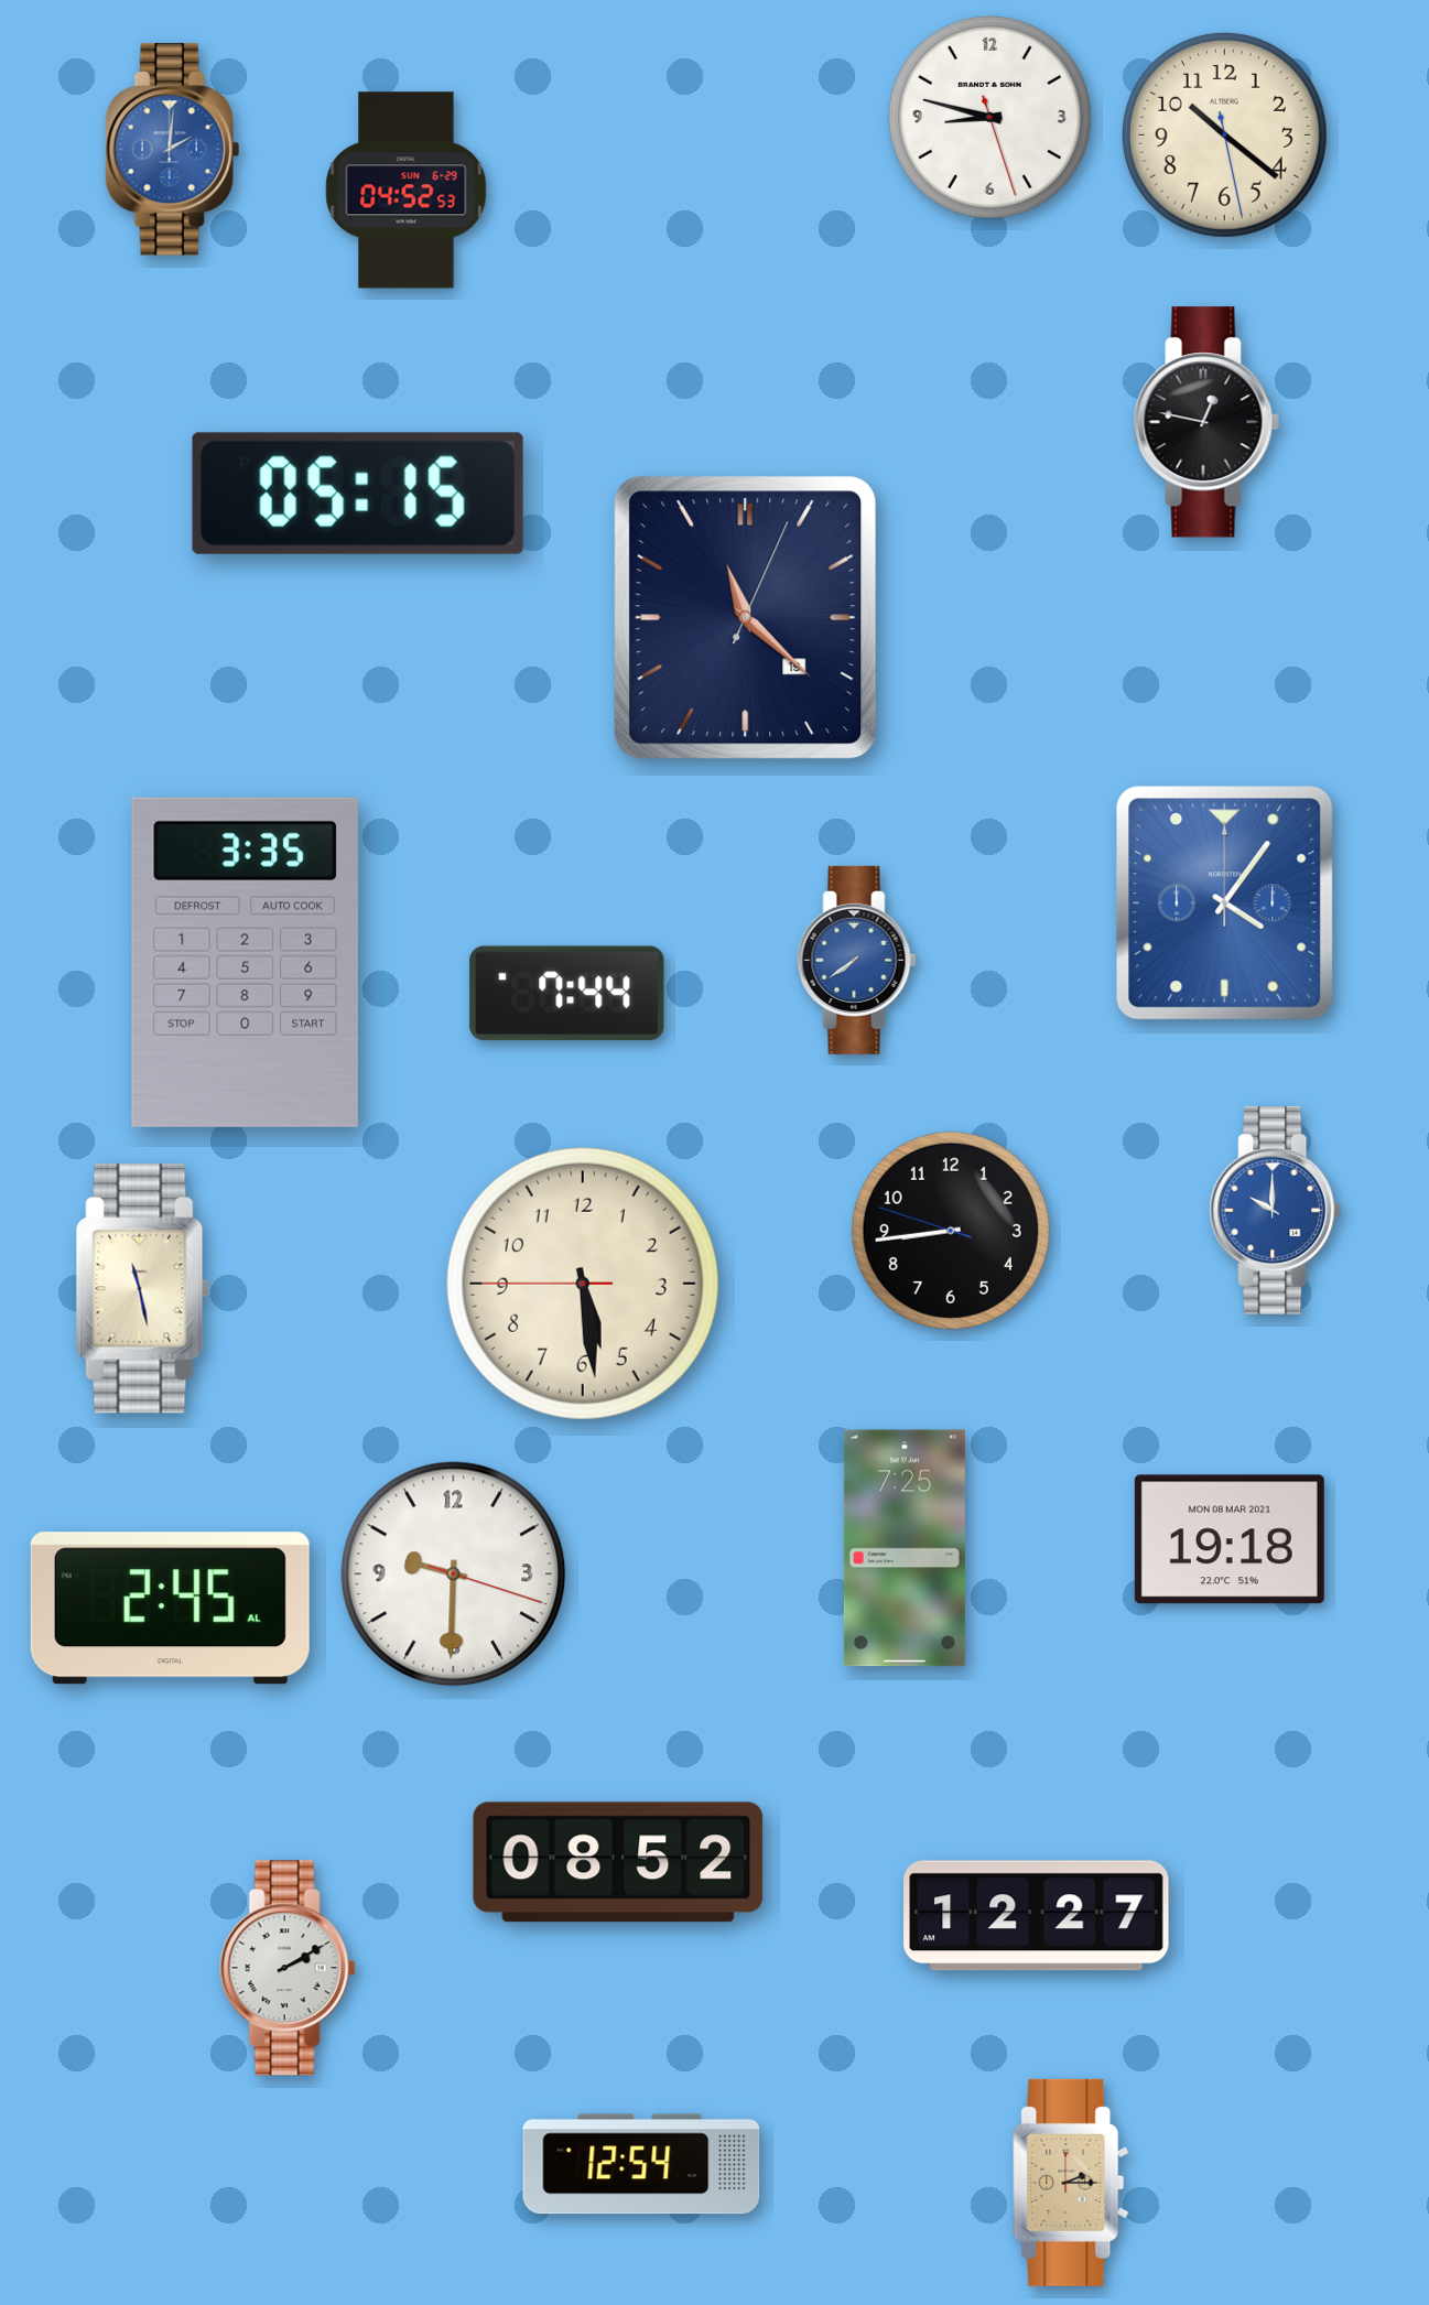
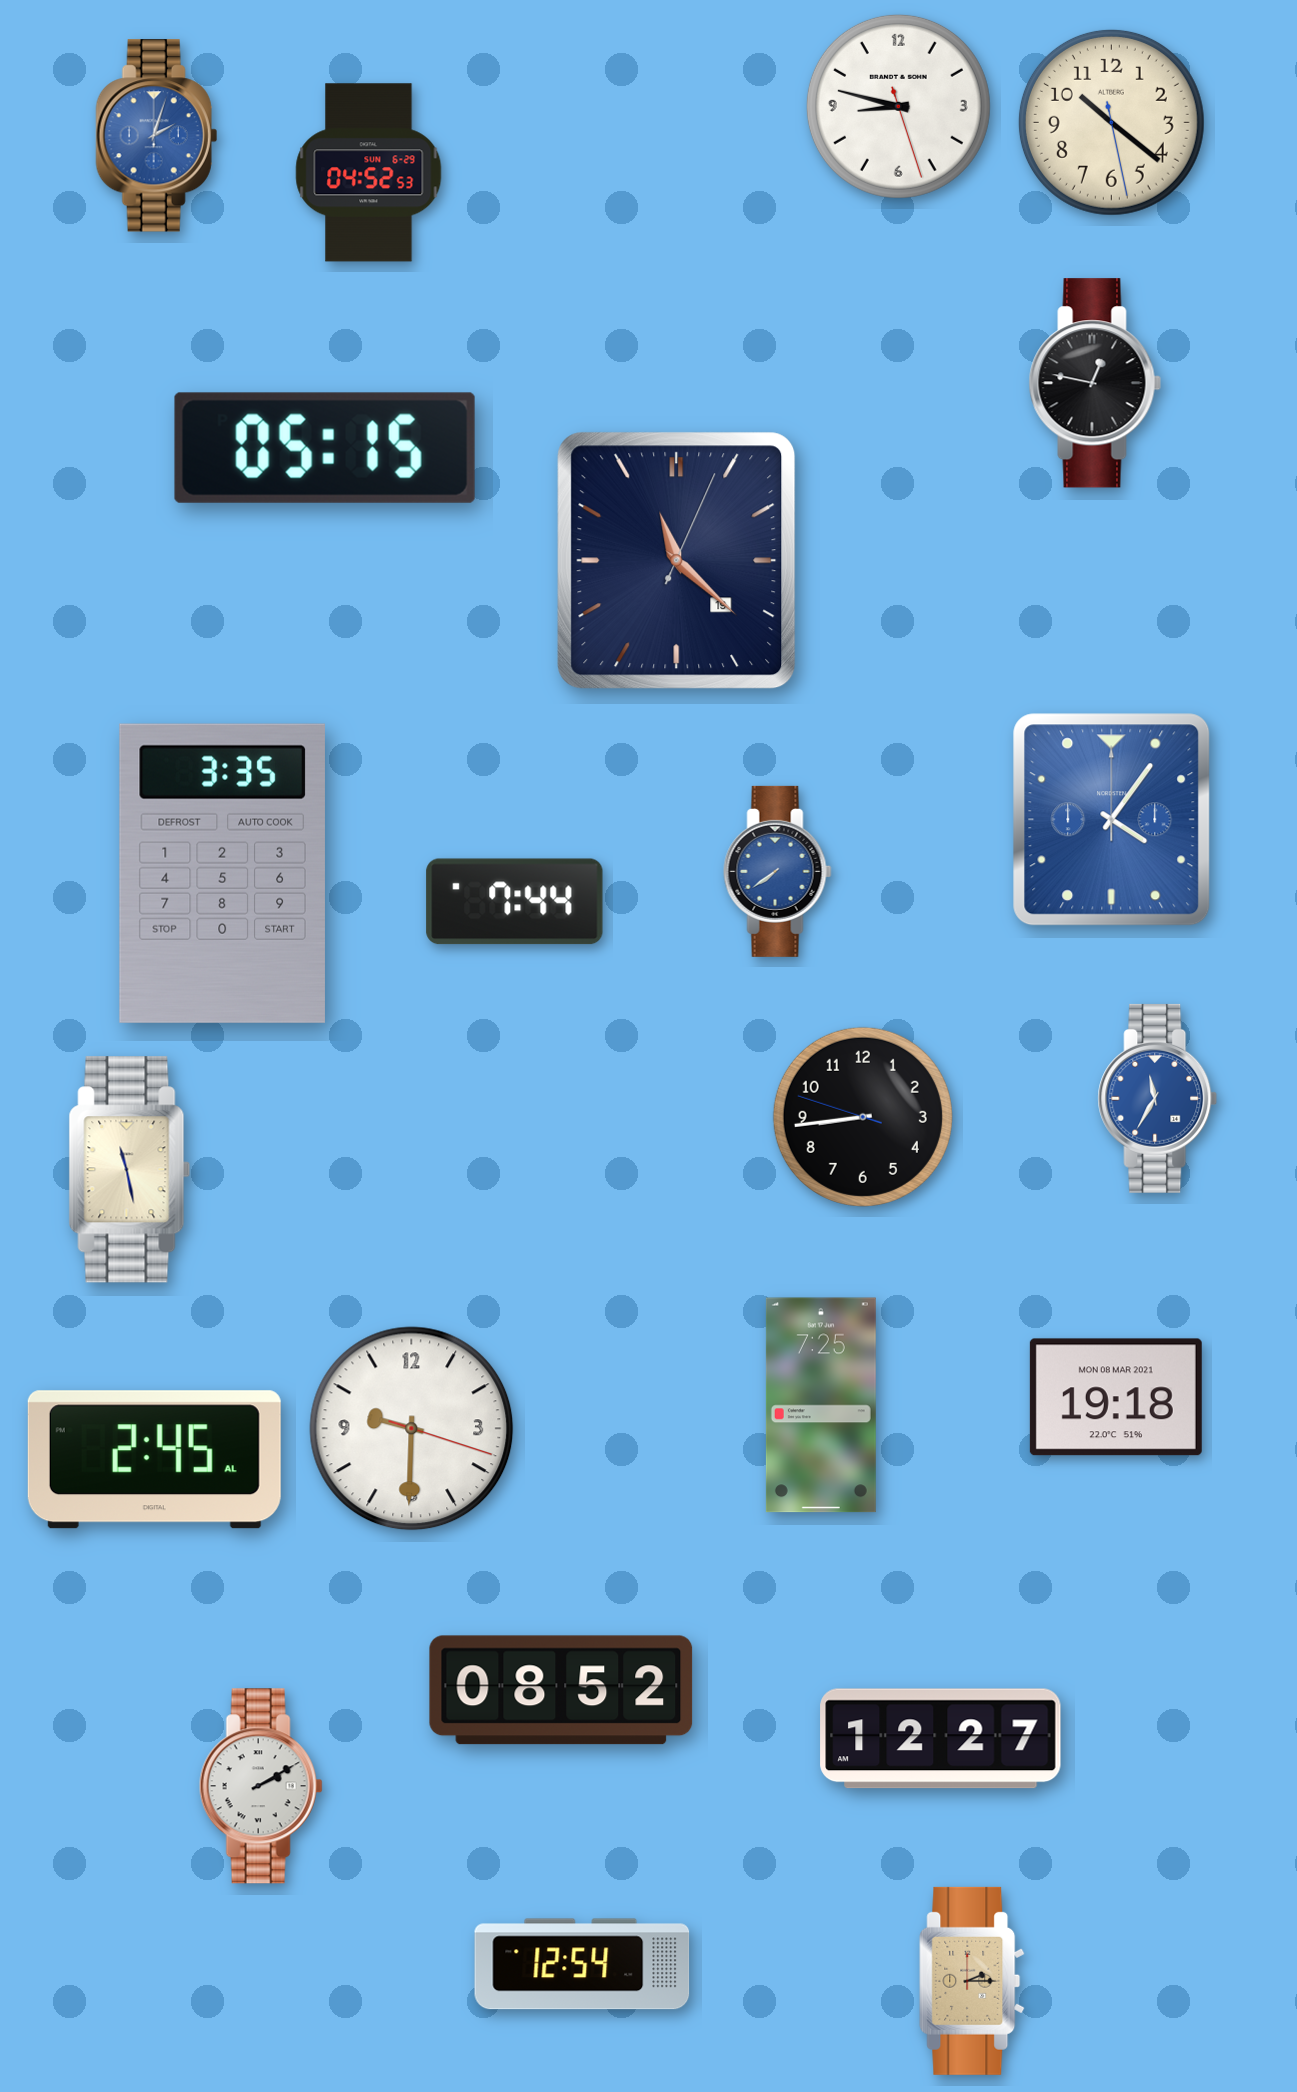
clock at (172, 150): 2:01 -> 2:03
clock at (1276, 1210): 10:00 -> 11:35
clock at (583, 1284): 5:28 -> none
